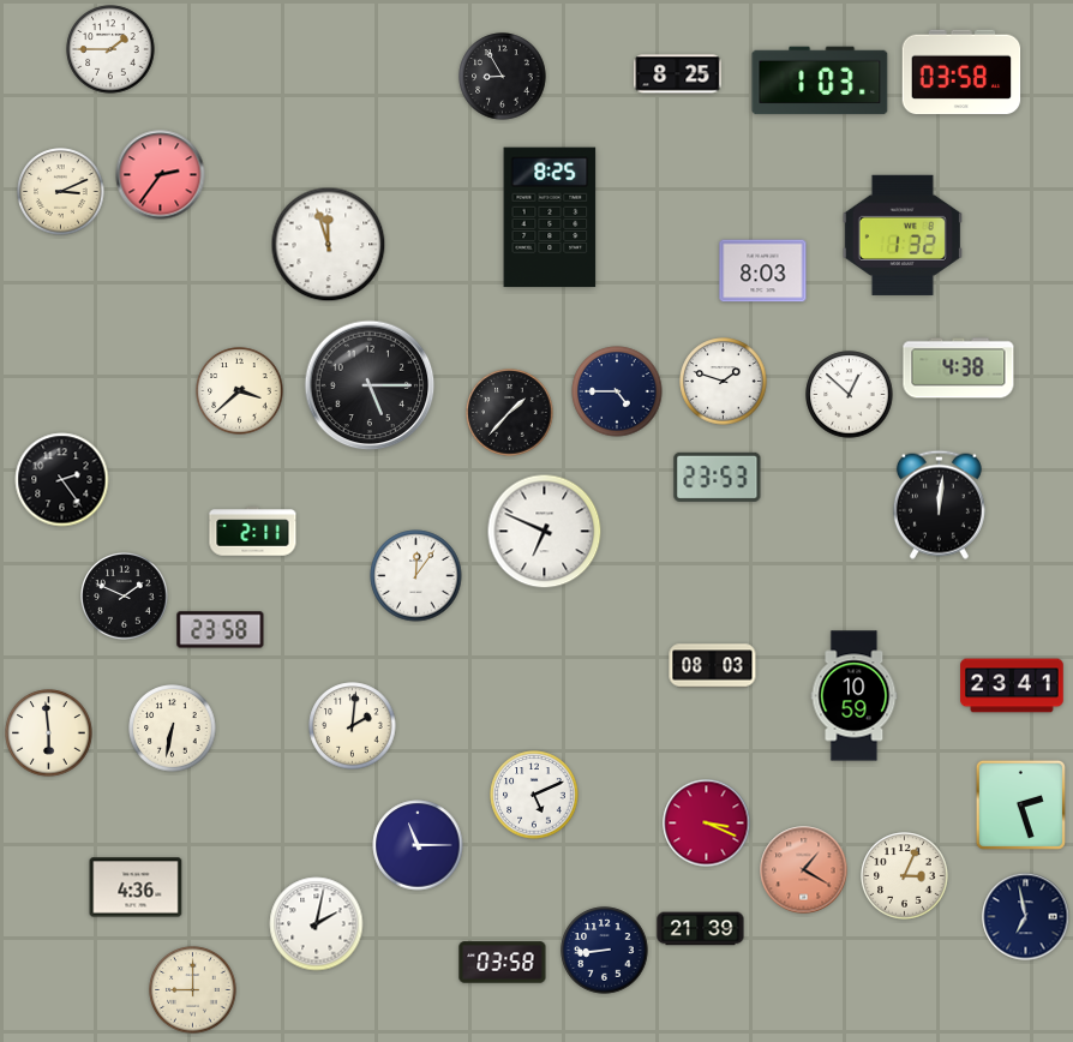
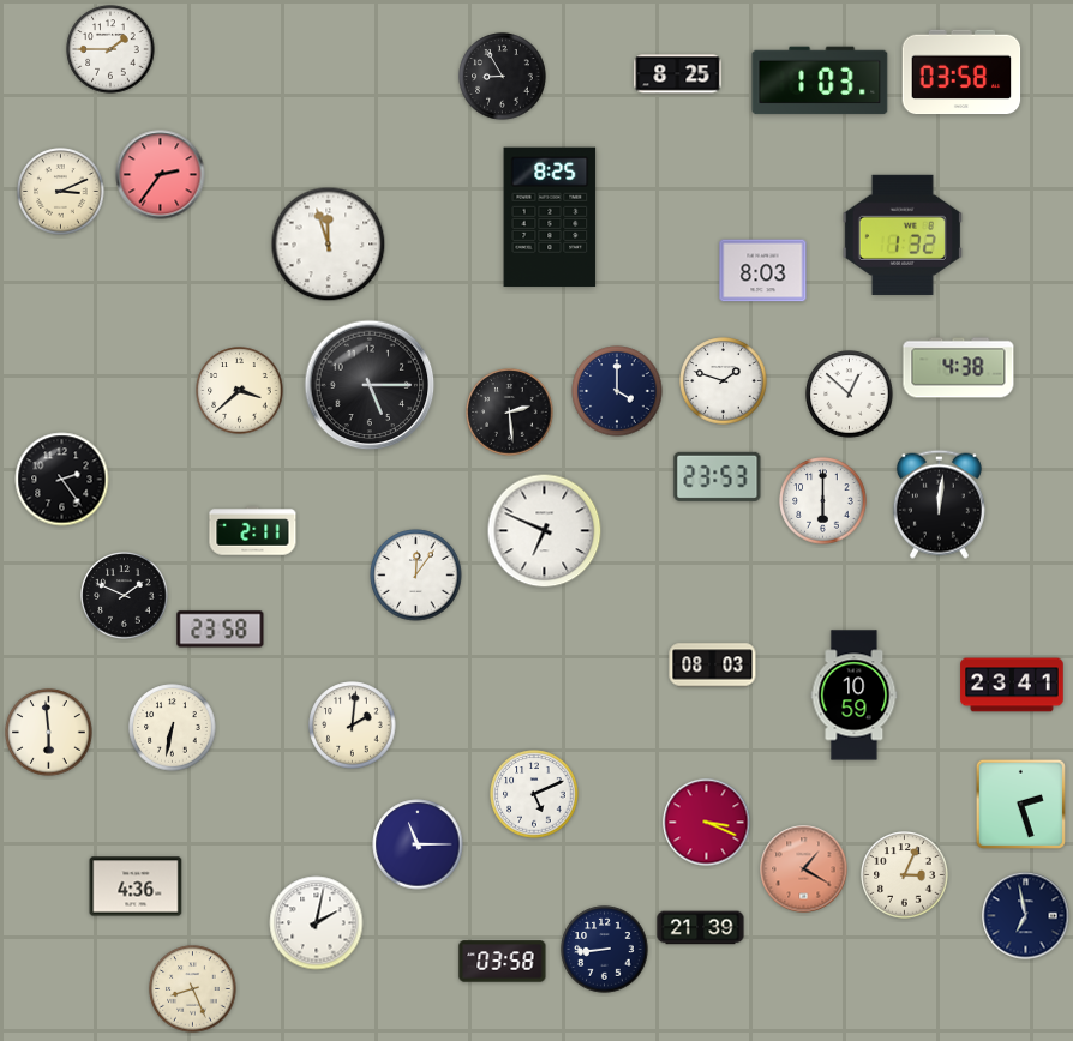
clock at (617, 391): 4:45 -> 4:00
clock at (510, 413): 1:37 -> 2:29
clock at (823, 501): none -> 6:00
clock at (193, 990): 9:00 -> 8:26
